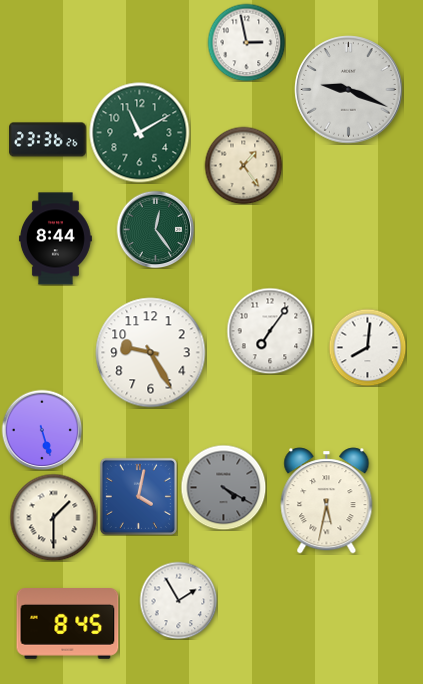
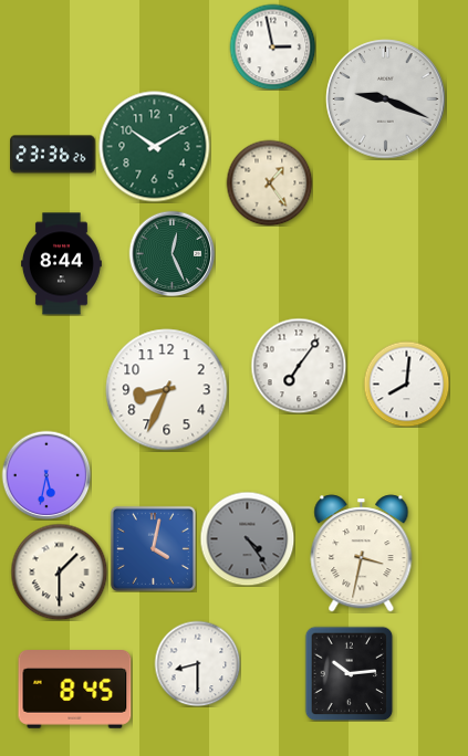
clock at (140, 133): 11:10 -> 10:10
clock at (155, 229): 12:24 -> 12:26
clock at (151, 353): 9:25 -> 8:34
clock at (42, 430): 5:27 -> 5:32
clock at (223, 487): 4:20 -> 4:24
clock at (327, 501): 5:32 -> 3:32
clock at (178, 600): 1:55 -> 8:30
clock at (350, 673): none -> 10:14
